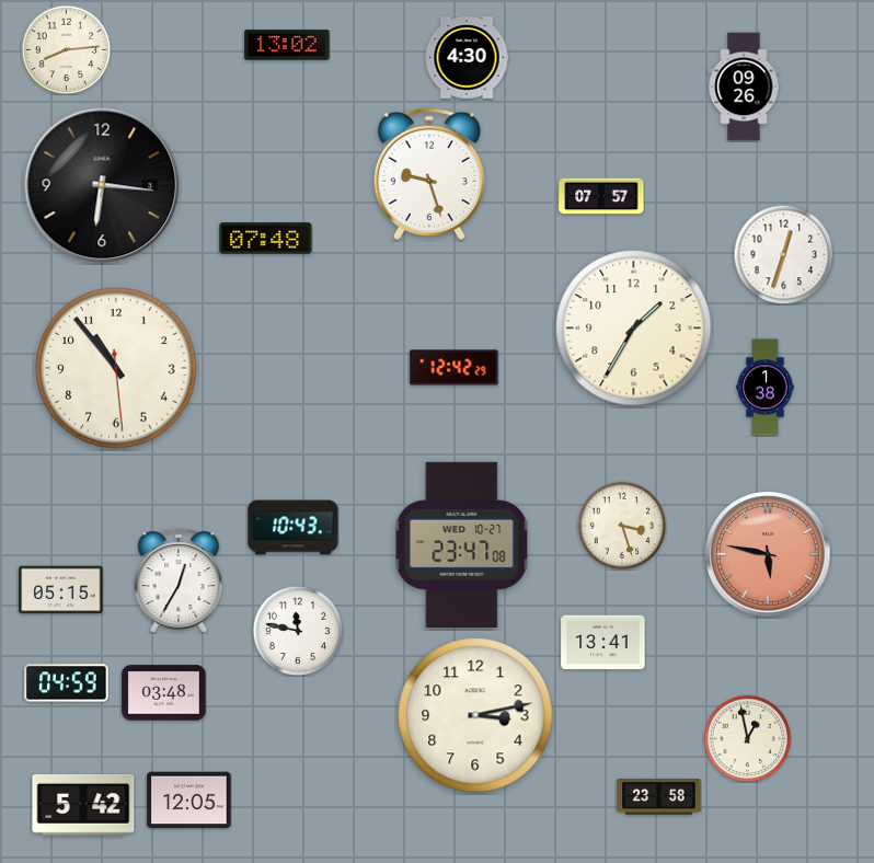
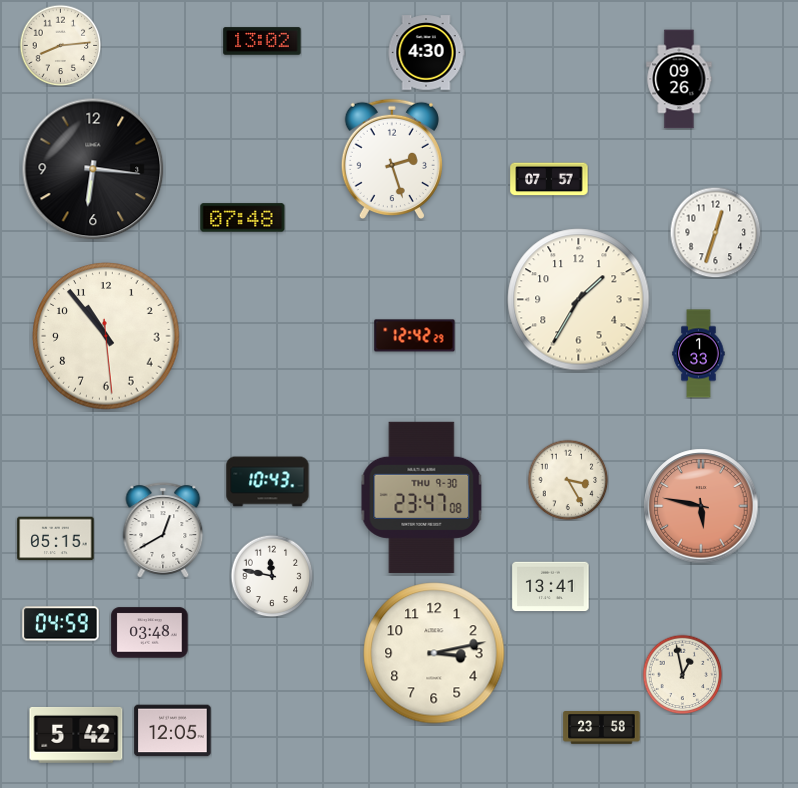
clock at (429, 174): 9:27 -> 2:27
clock at (766, 388): 1:38 -> 1:33
clock at (622, 526): 3:27 -> 3:25
clock at (462, 544) date: WED 10-27 -> THU 9-30
clock at (179, 580): 12:35 -> 12:40
